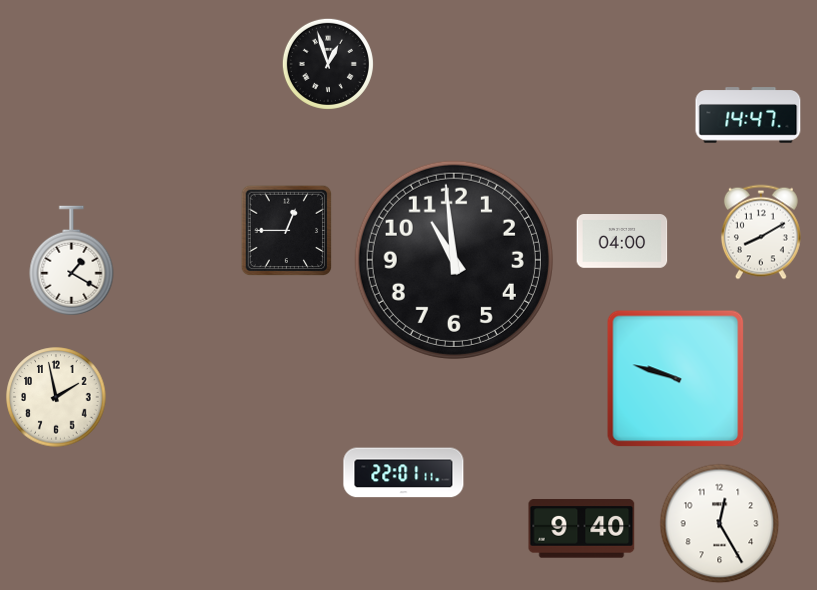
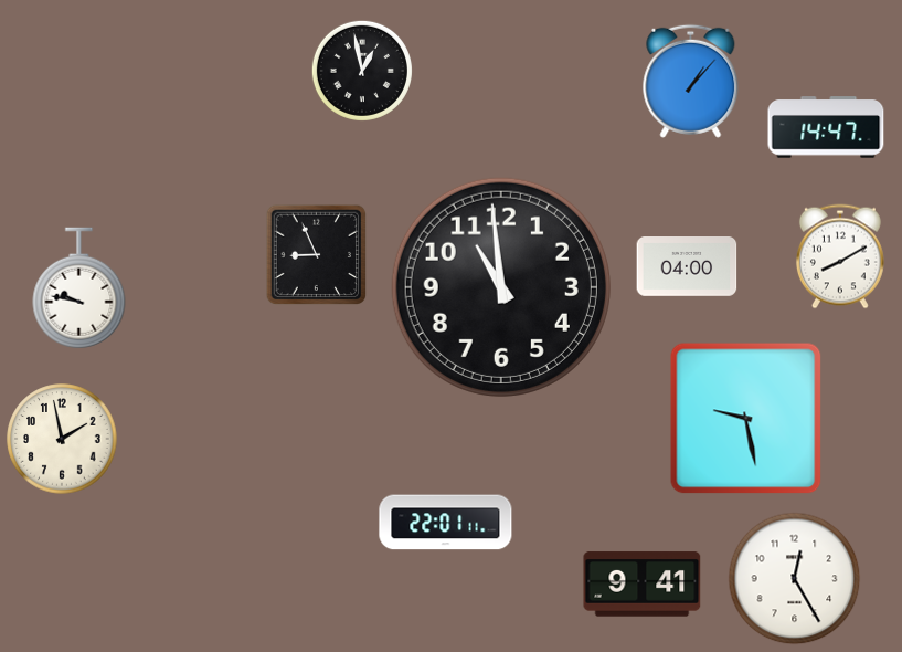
clock at (328, 64): 12:57 -> 12:58
clock at (691, 81): none -> 1:07
clock at (287, 231): 12:45 -> 8:56
clock at (72, 261): 1:20 -> 9:47
clock at (676, 379): 9:48 -> 9:28
clock at (582, 529): 9:40 -> 9:41
